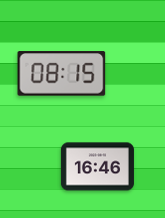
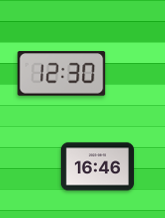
clock at (62, 74): 08:15 -> 12:30
